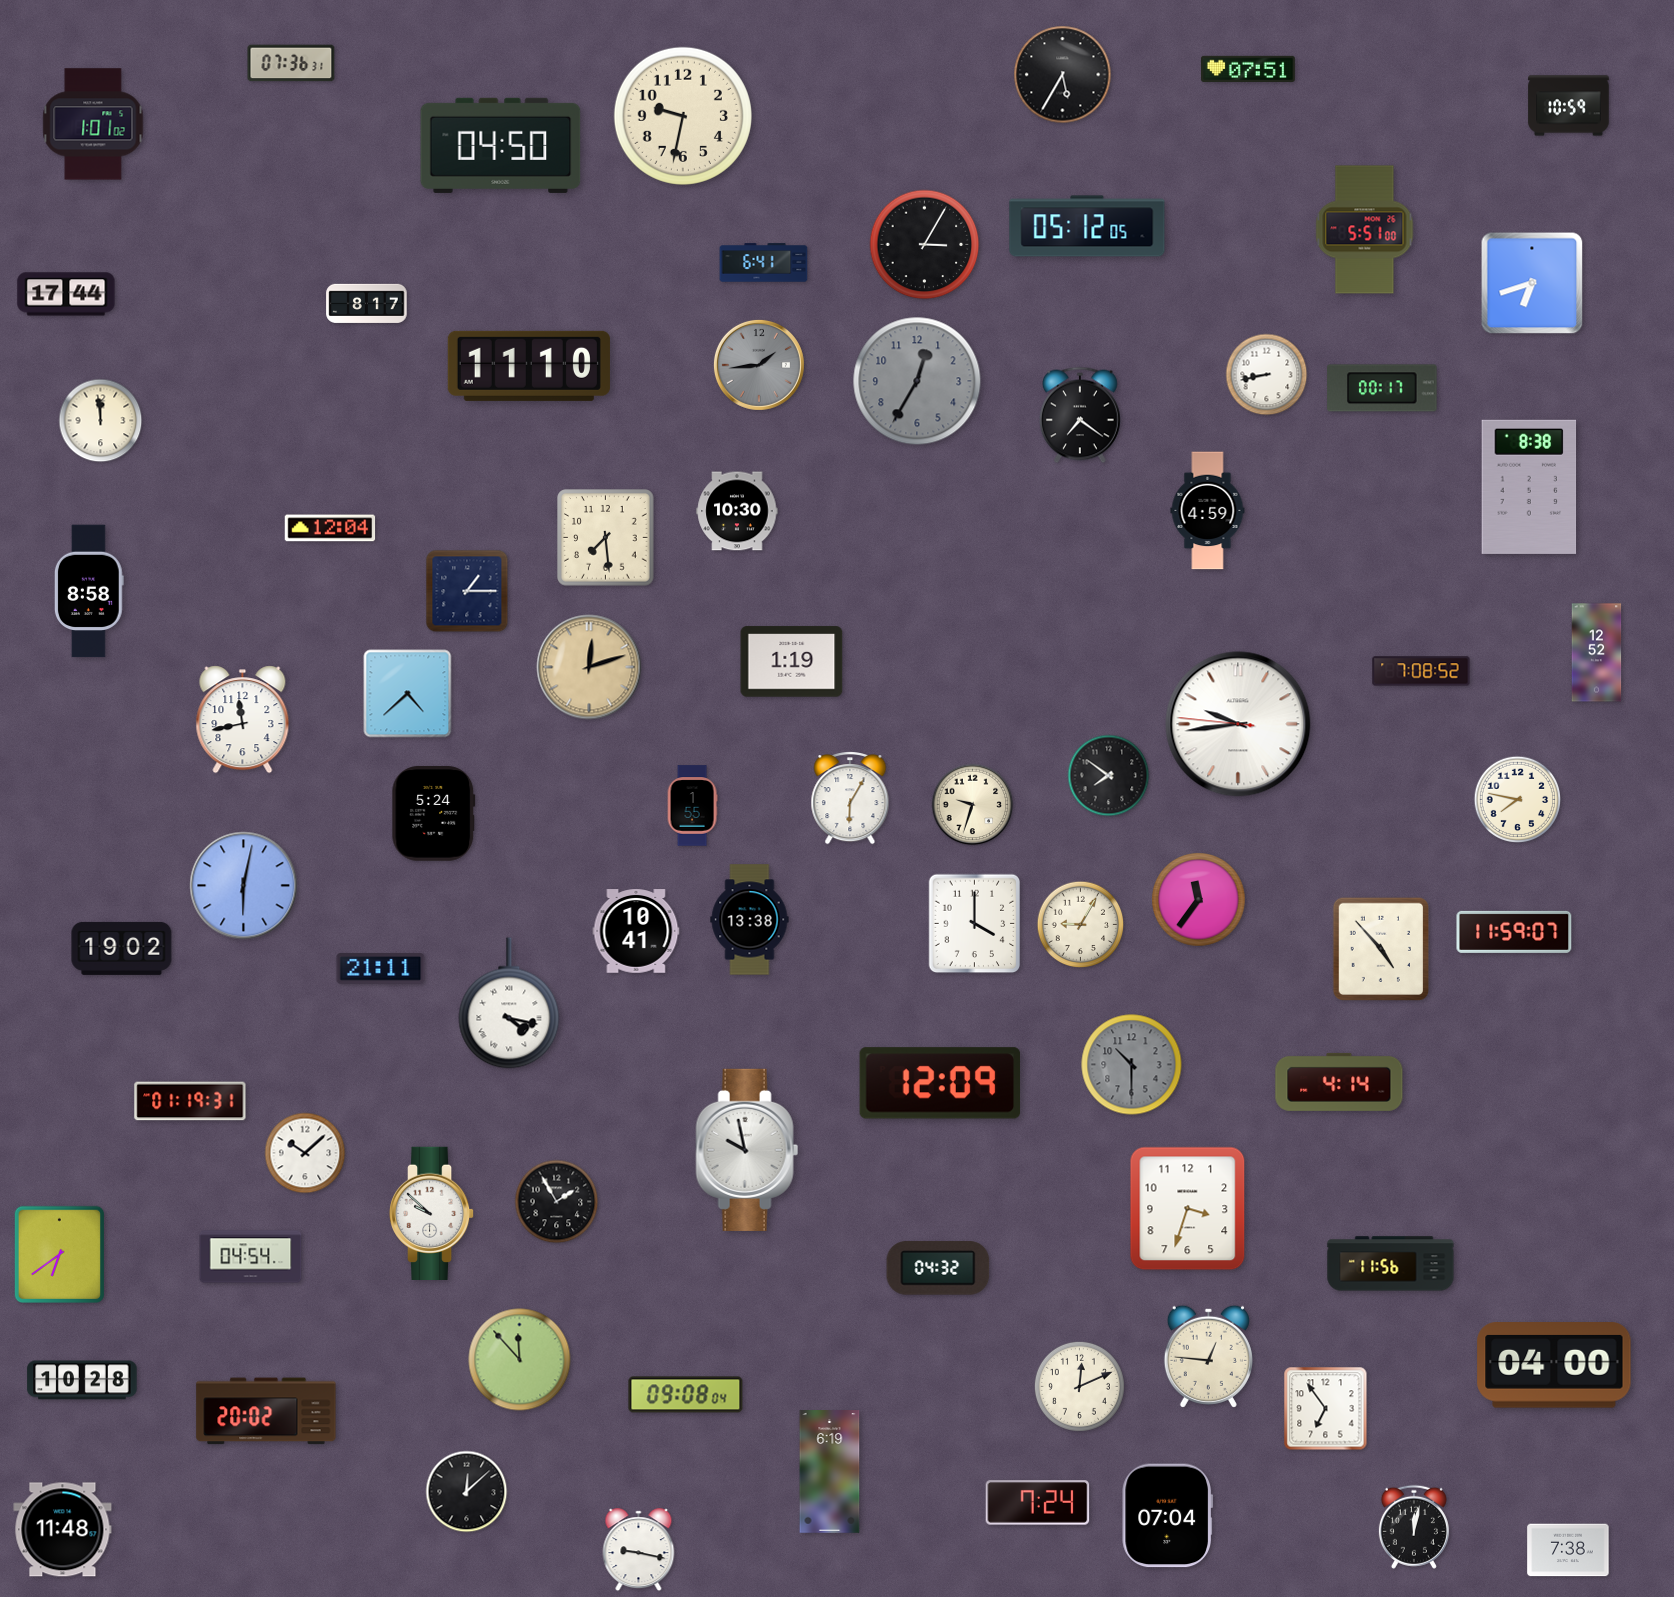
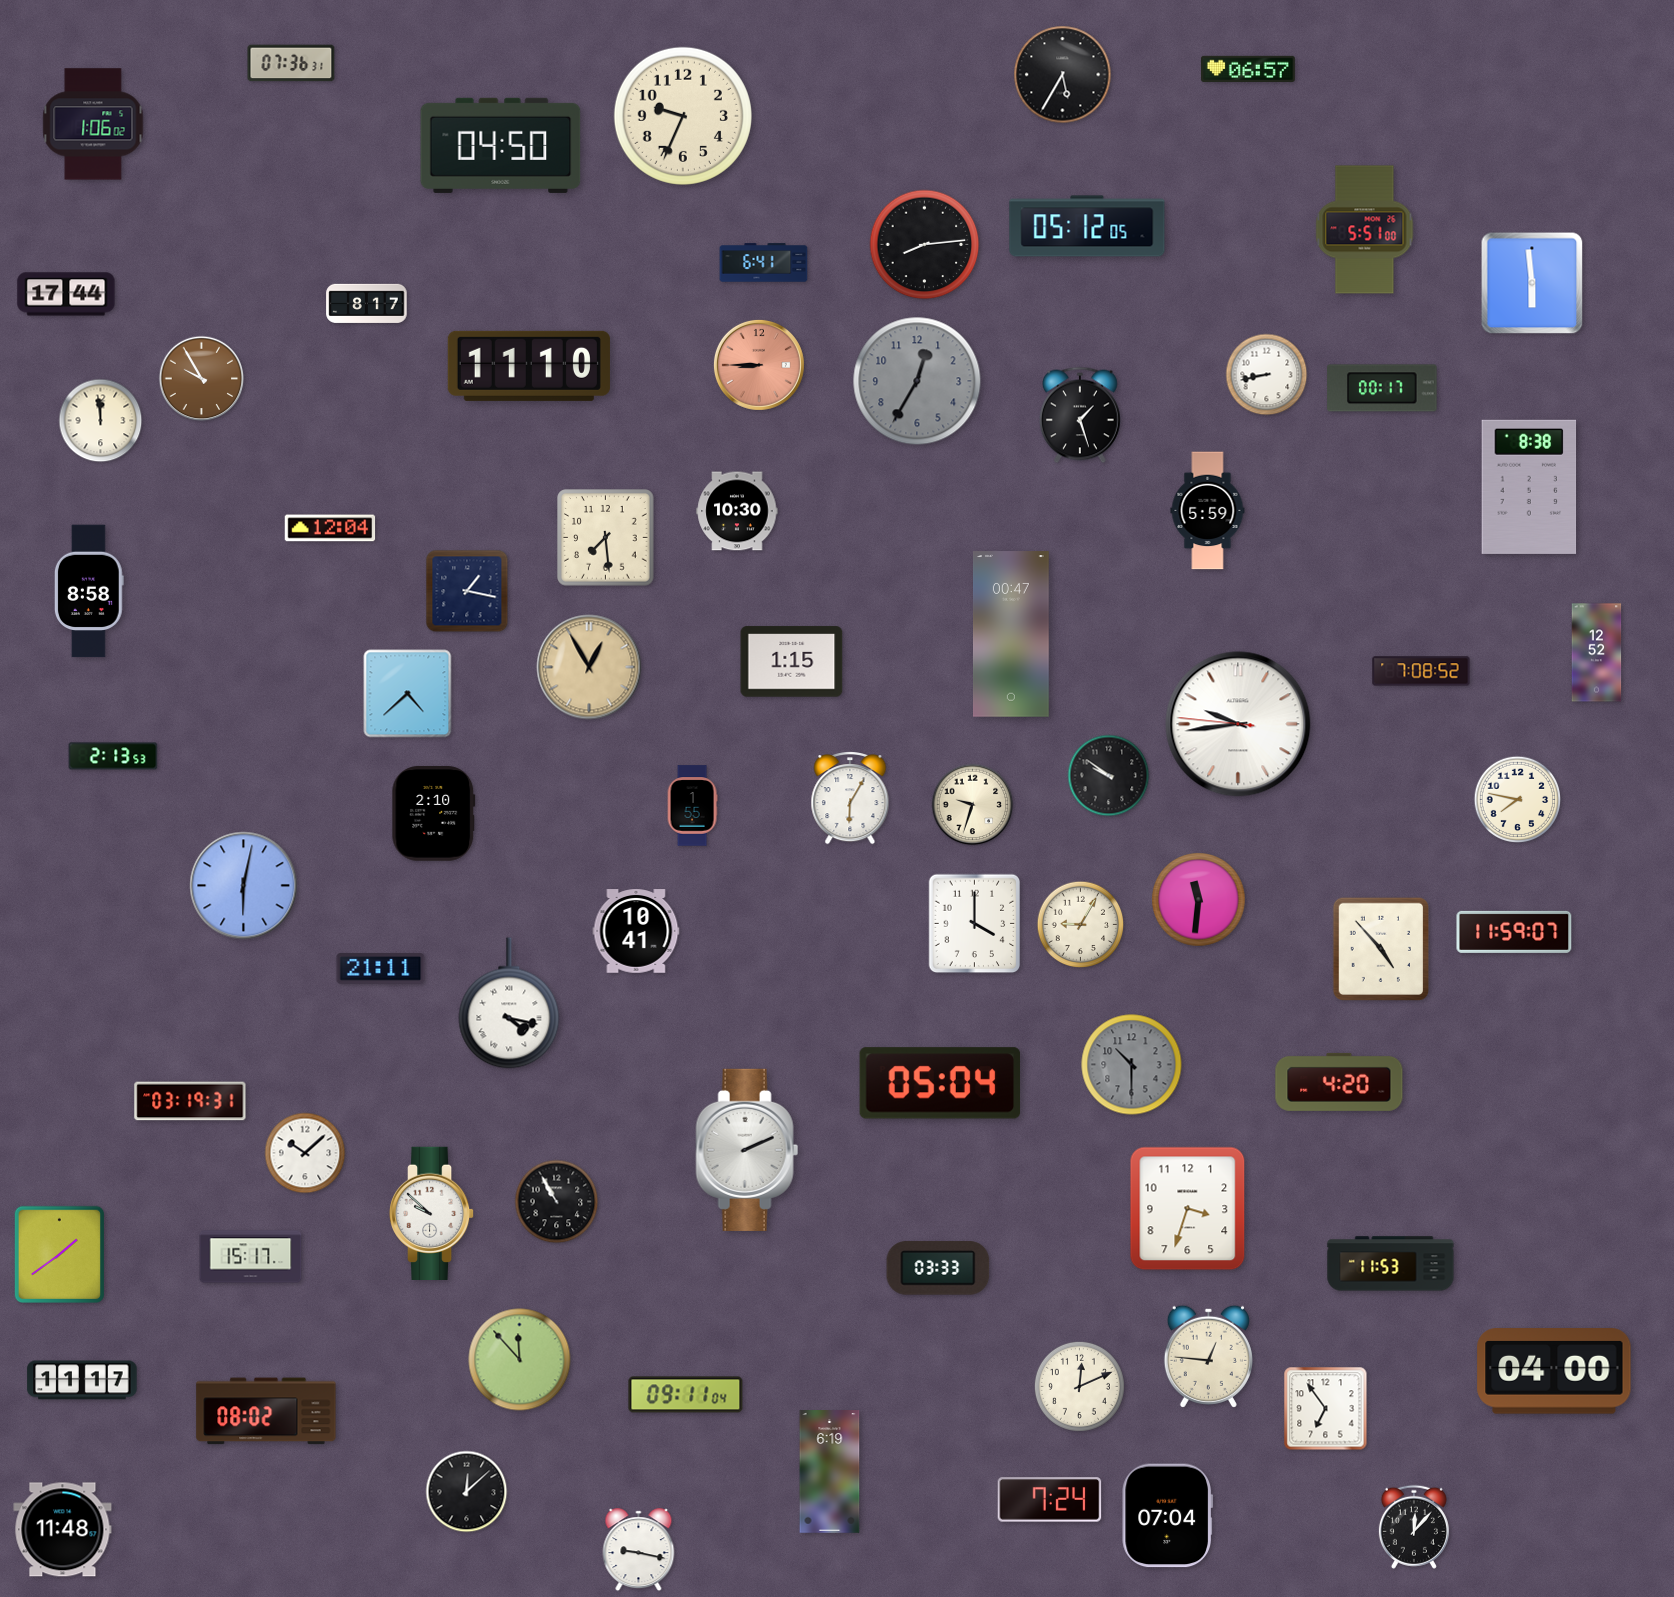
clock at (1249, 69): 07:51 -> 06:57
clock at (1569, 106): 10:59 -> none
clock at (683, 116): 9:32 -> 9:34
clock at (93, 124): 1:01 -> 1:06
clock at (925, 245): 3:05 -> 8:14
clock at (1532, 283): 6:42 -> 5:59
clock at (759, 365): 1:44 -> 8:45
clock at (759, 365) dial: grey -> salmon
clock at (202, 379): none -> 9:55
clock at (1080, 415): 7:21 -> 1:27
clock at (1208, 511): 4:59 -> 5:59
clock at (467, 591): 1:15 -> 1:17
clock at (1012, 634): none -> 00:47
clock at (792, 662): 1:19 -> 1:15
clock at (589, 667): 12:12 -> 12:55
clock at (243, 720): 11:43 -> none
clock at (113, 756): none -> 2:13
clock at (1109, 776): 7:51 -> 9:51
clock at (434, 814): 5:24 -> 2:10
clock at (1199, 900): 11:36 -> 11:31
clock at (750, 920): 13:38 -> none
clock at (122, 948): 19:02 -> none
clock at (1339, 1082): 4:14 -> 4:20
clock at (940, 1083): 12:09 -> 05:04
clock at (190, 1101): 01:19 -> 03:19
clock at (747, 1150): 9:58 -> 2:11
clock at (557, 1202): 1:55 -> 10:55
clock at (59, 1254): 6:39 -> 1:39
clock at (251, 1257): 04:54 -> 15:17
clock at (1391, 1264): 11:56 -> 11:53
clock at (938, 1268): 04:32 -> 03:33
clock at (1554, 1365) position: (1554, 1365) -> (1554, 1371)
clock at (82, 1380): 10:28 -> 11:17
clock at (686, 1395): 09:08 -> 09:11
clock at (266, 1411): 20:02 -> 08:02
clock at (1038, 1503) position: (1038, 1503) -> (1050, 1500)
clock at (1414, 1527): 12:02 -> 12:07
clock at (1568, 1550): 7:38 -> none
